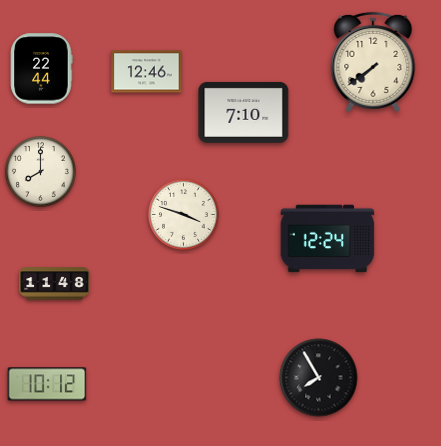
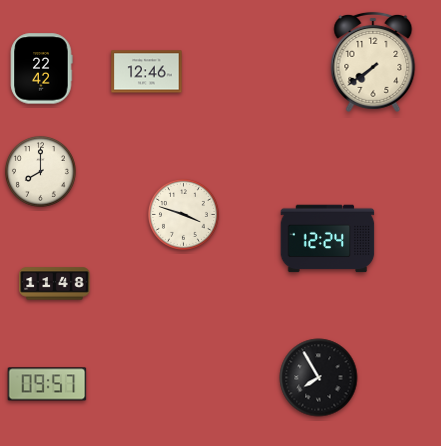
clock at (42, 69): 22:44 -> 22:42
clock at (244, 112): 7:10 -> none
clock at (47, 384): 10:12 -> 09:57
